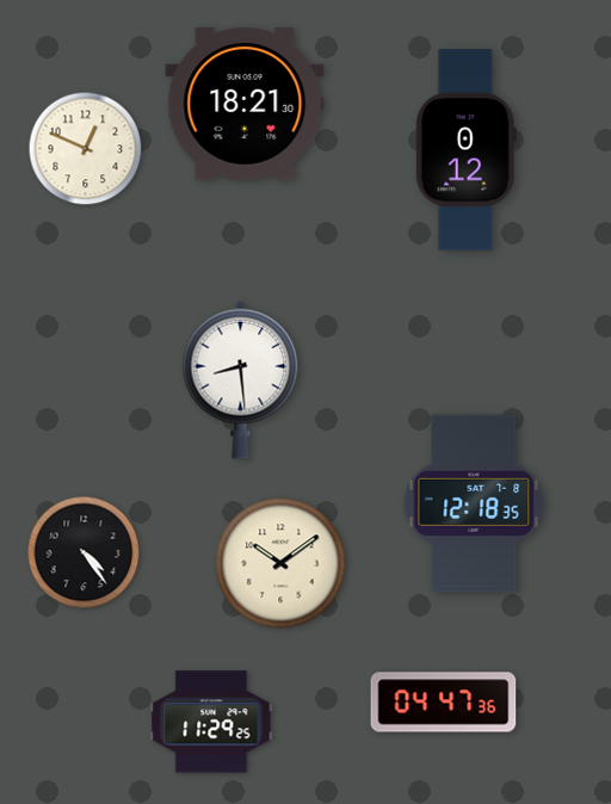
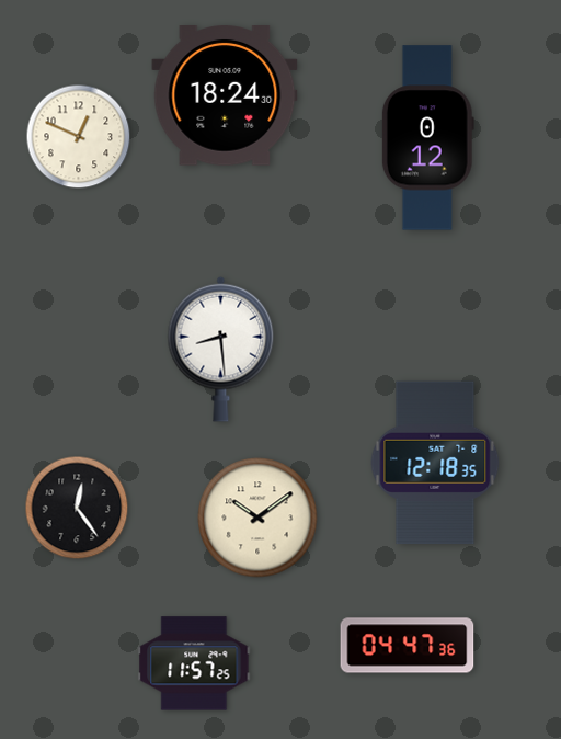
clock at (245, 105): 18:21 -> 18:24
clock at (84, 552): 4:24 -> 12:24
clock at (211, 722): 11:29 -> 11:57
